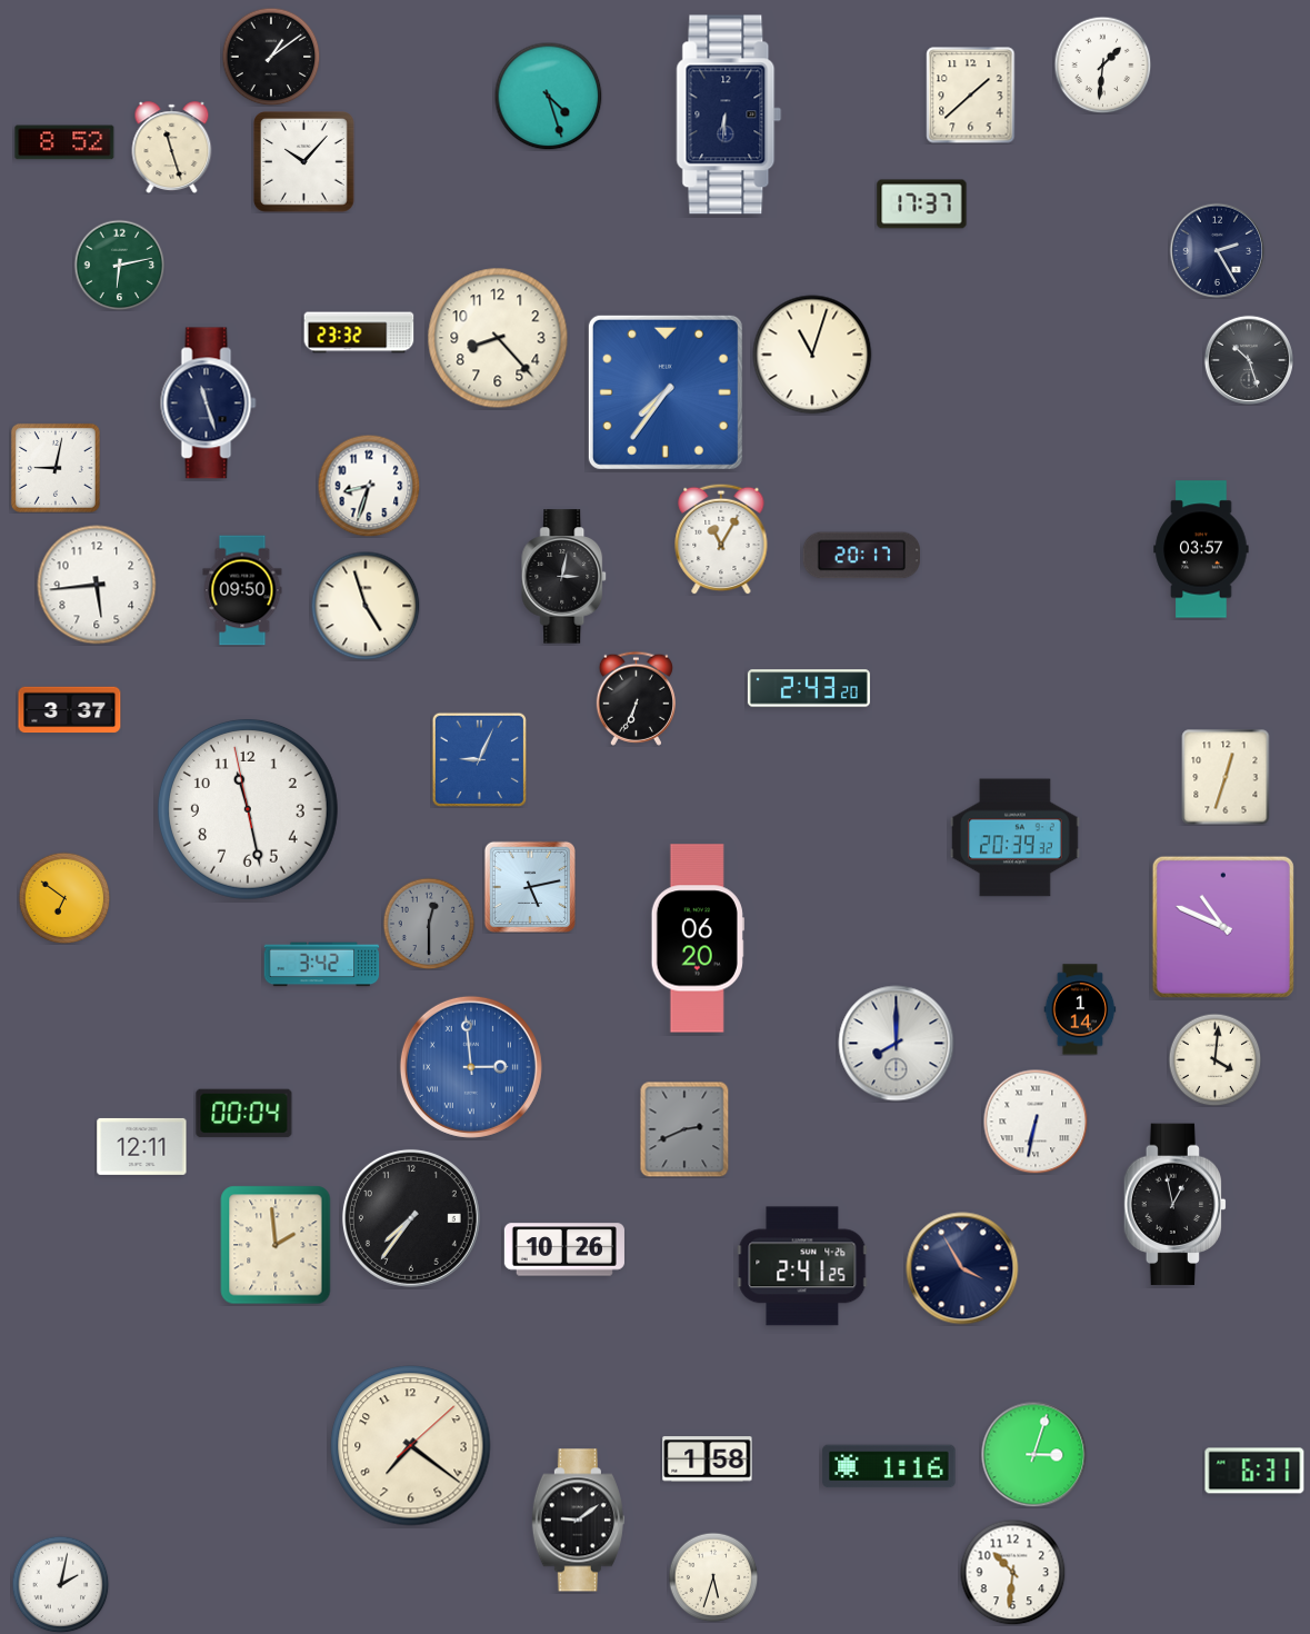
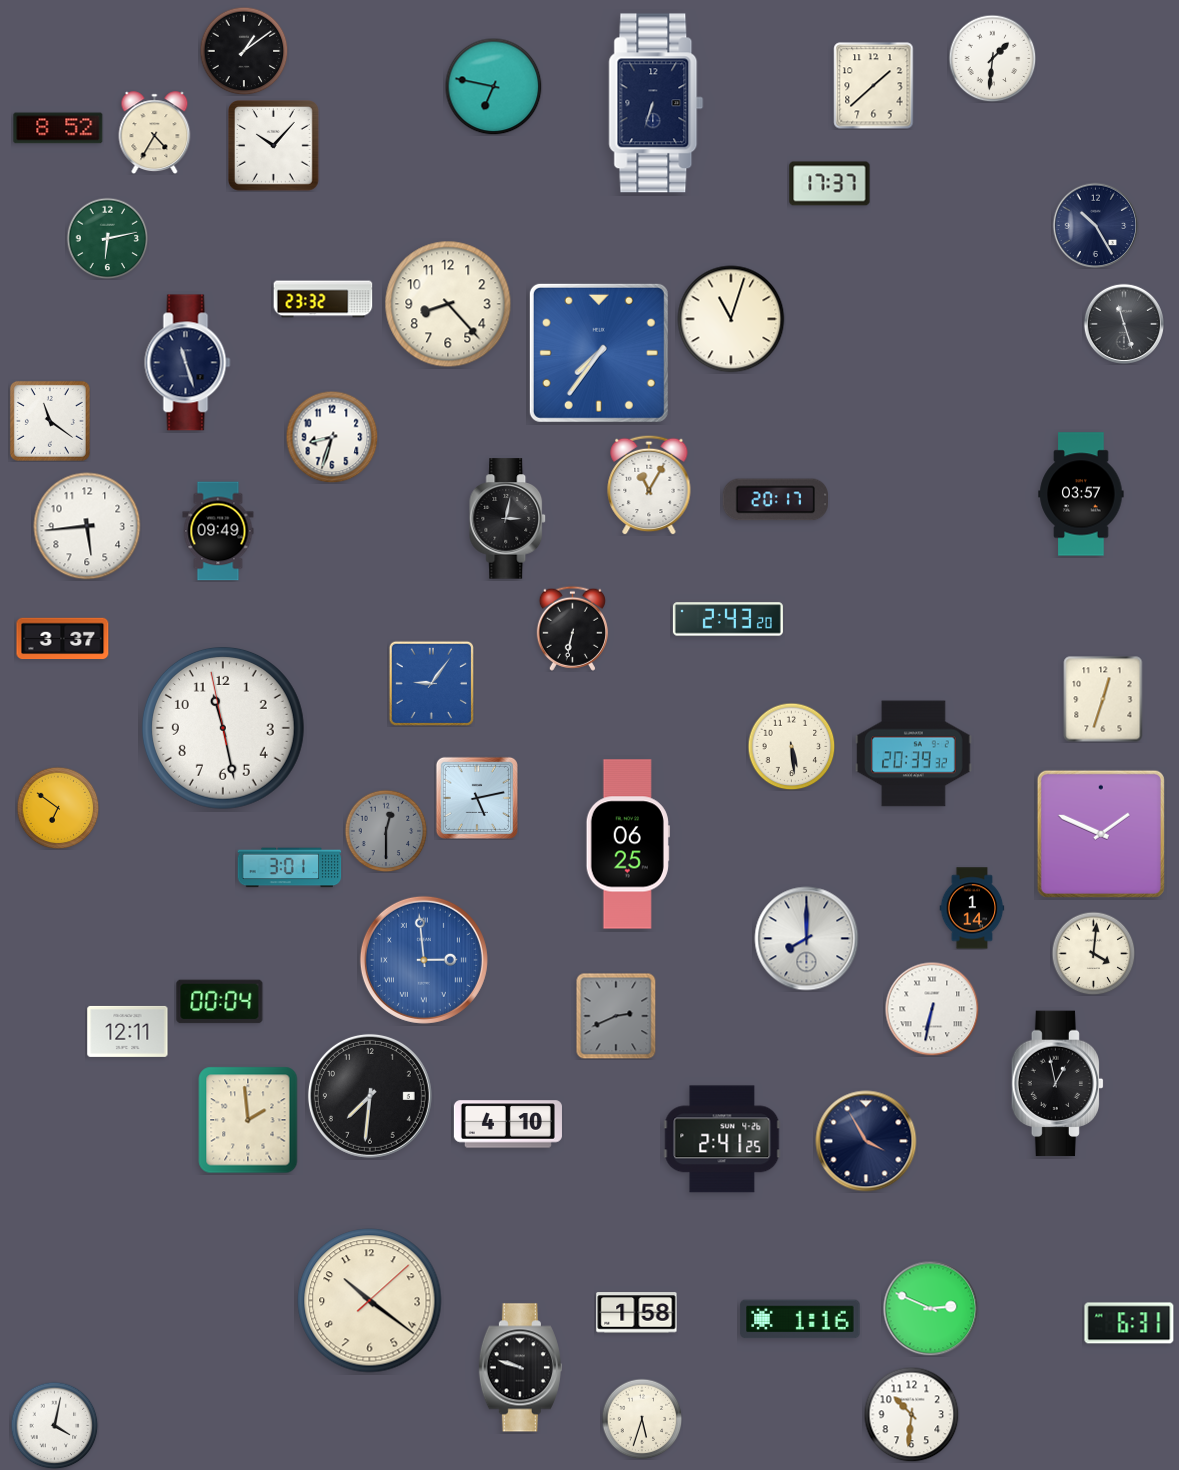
clock at (548, 96): 4:27 -> 6:47
clock at (729, 114): 6:31 -> 6:33
clock at (172, 148): 11:27 -> 4:35
clock at (1217, 250): 2:25 -> 10:25
clock at (1249, 360): 10:27 -> 11:27
clock at (56, 468): 9:02 -> 11:21
clock at (242, 590): 09:50 -> 09:49
clock at (366, 606): 4:57 -> none
clock at (636, 698): 6:34 -> 6:32
clock at (479, 759): 9:04 -> 9:06
clock at (791, 746): none -> 5:29
clock at (1223, 927): 10:49 -> 1:49
clock at (698, 938): 06:20 -> 06:25
clock at (322, 965): 3:42 -> 3:01
clock at (411, 1218): 7:36 -> 7:31
clock at (564, 1249): 10:26 -> 4:10
clock at (411, 1446): 7:21 -> 10:21
clock at (1033, 1454): 3:03 -> 2:49
clock at (578, 1521): 9:09 -> 9:48
clock at (60, 1584): 2:02 -> 4:02
